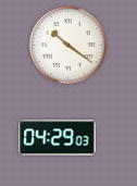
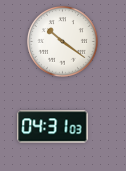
clock at (58, 138): 04:29 -> 04:31
